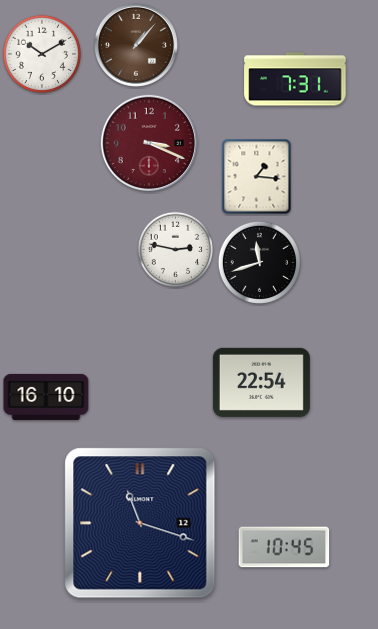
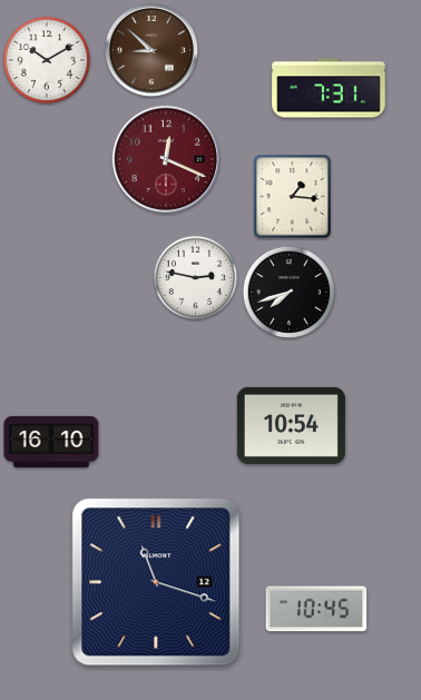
clock at (136, 45): 1:07 -> 8:52
clock at (149, 143): 3:19 -> 12:19
clock at (257, 177) position: (257, 177) -> (293, 197)
clock at (259, 262): 11:42 -> 7:42
clock at (261, 382): 22:54 -> 10:54
